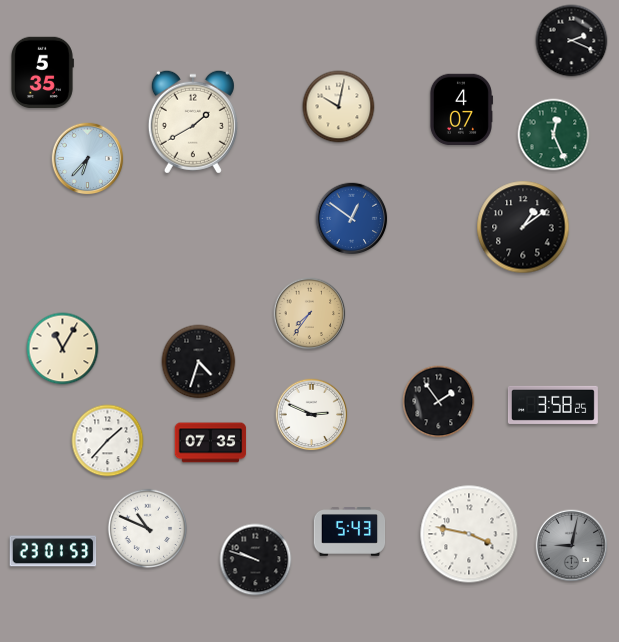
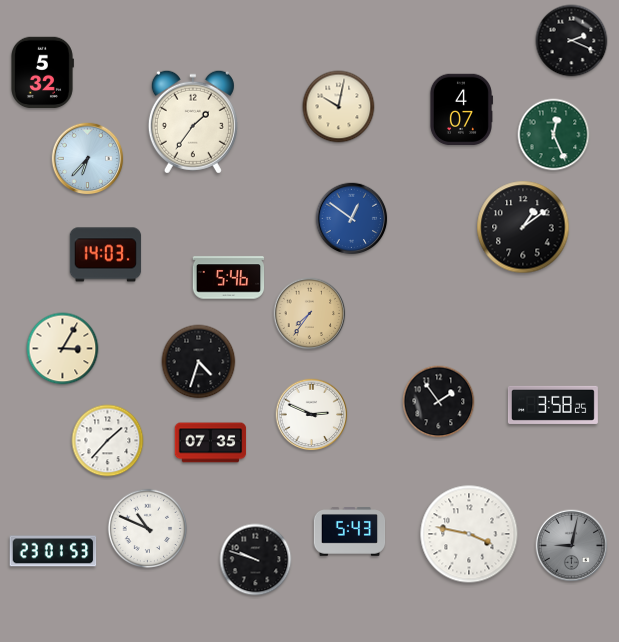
clock at (42, 73): 5:35 -> 5:32
clock at (193, 122): 1:40 -> 1:36
clock at (106, 255): none -> 14:03
clock at (229, 278): none -> 5:46
clock at (63, 349): 11:05 -> 3:05
